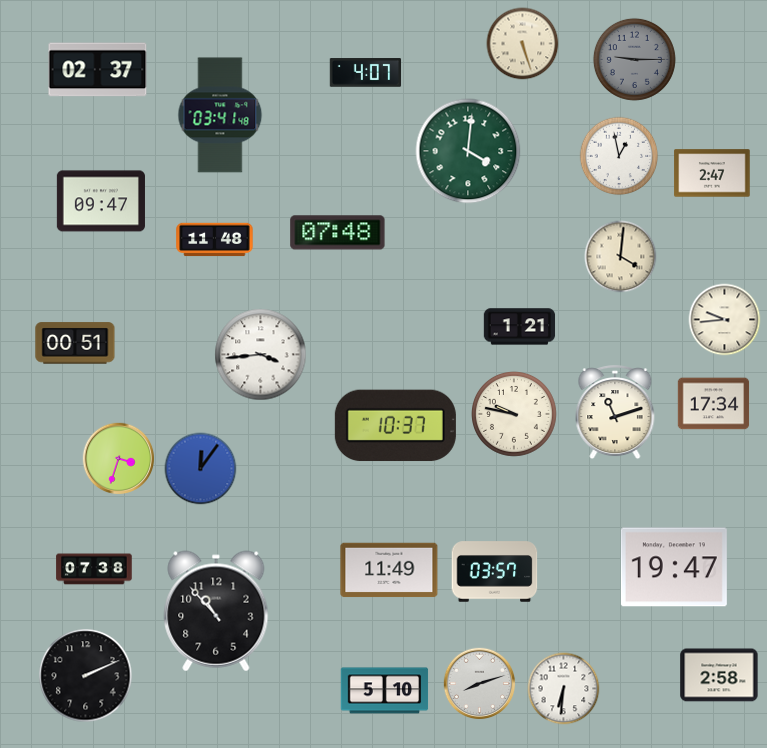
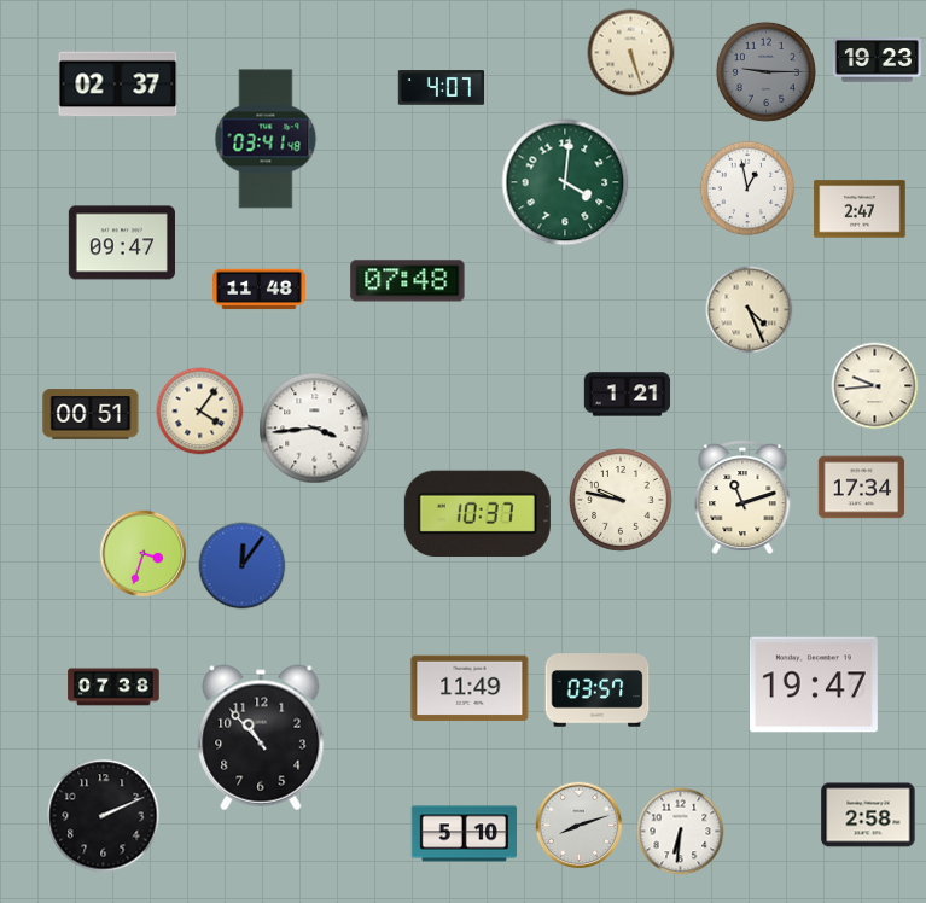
clock at (877, 60): none -> 19:23
clock at (621, 257): 4:01 -> 4:26
clock at (200, 412): none -> 4:06
